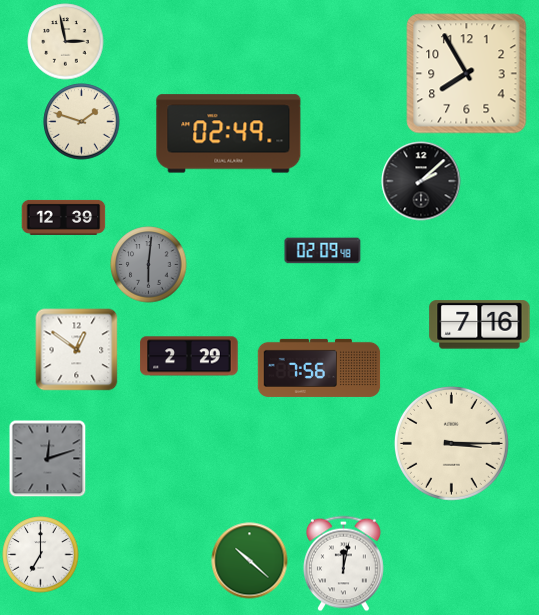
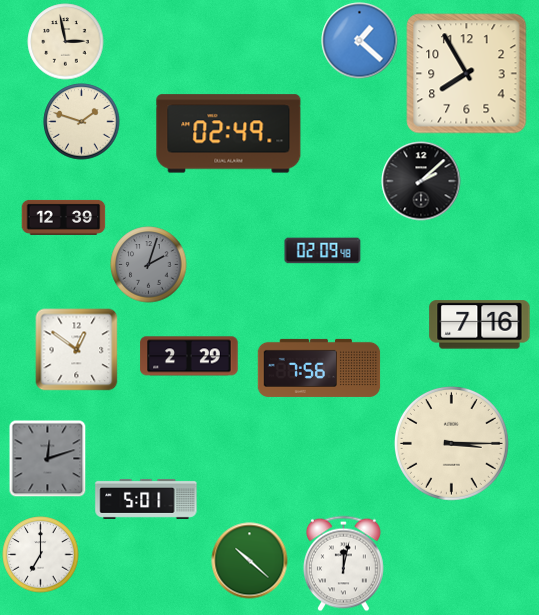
clock at (360, 41): none -> 1:22
clock at (149, 265): 6:01 -> 2:03
clock at (146, 499): none -> 5:01
